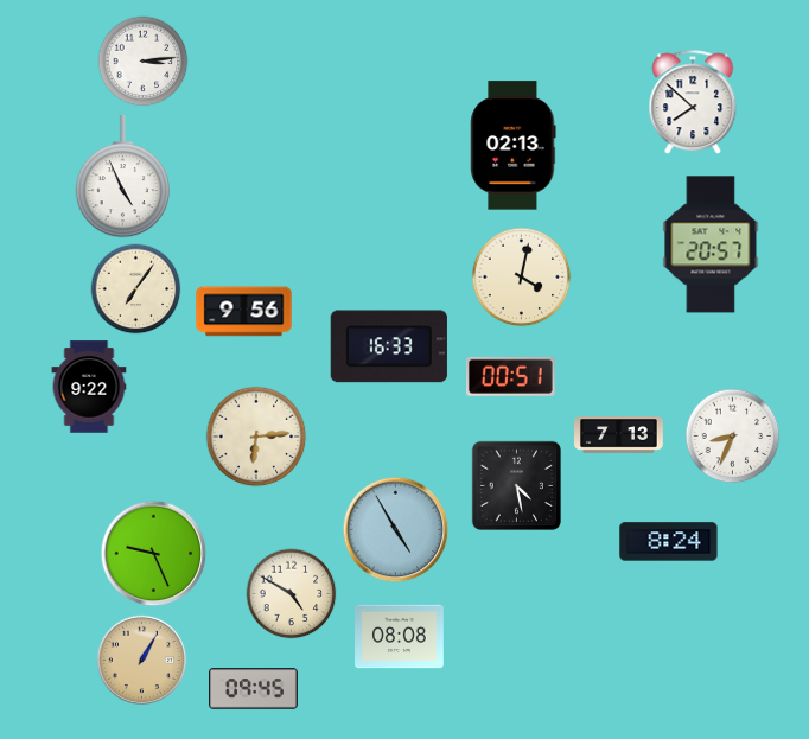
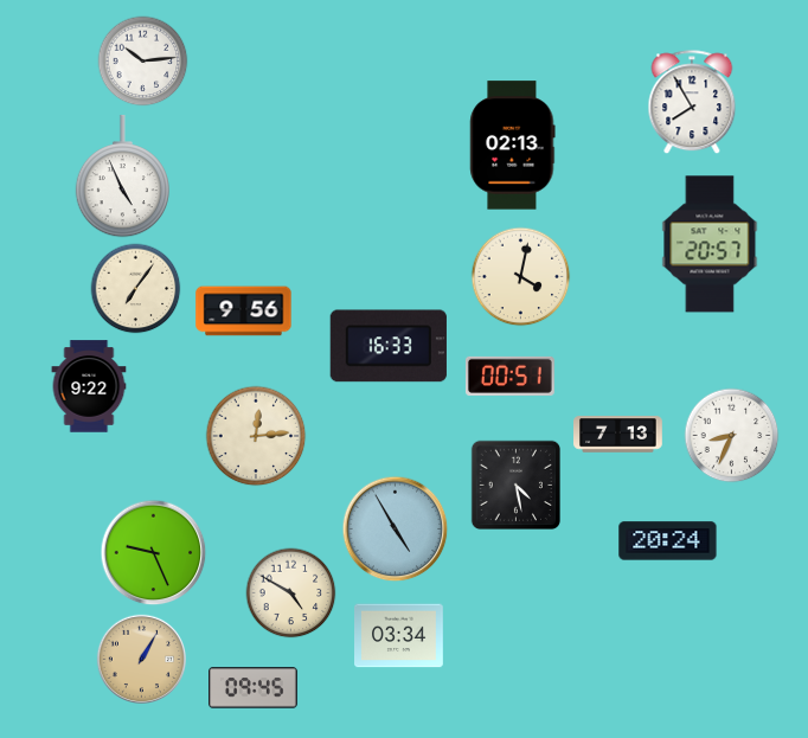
clock at (144, 62): 3:14 -> 10:14
clock at (693, 103): 7:52 -> 7:55
clock at (256, 437): 6:14 -> 12:14
clock at (669, 542): 8:24 -> 20:24
clock at (400, 637): 08:08 -> 03:34
